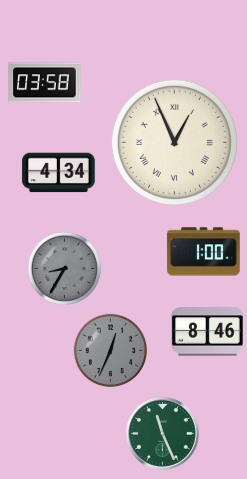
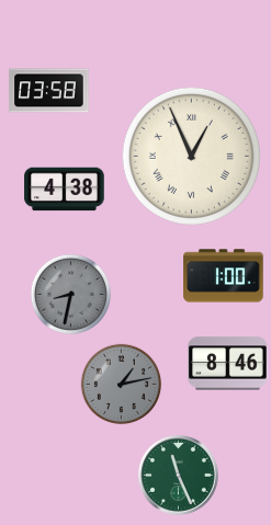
clock at (59, 173): 4:34 -> 4:38
clock at (65, 269): 8:35 -> 8:32
clock at (111, 351): 12:34 -> 1:13
